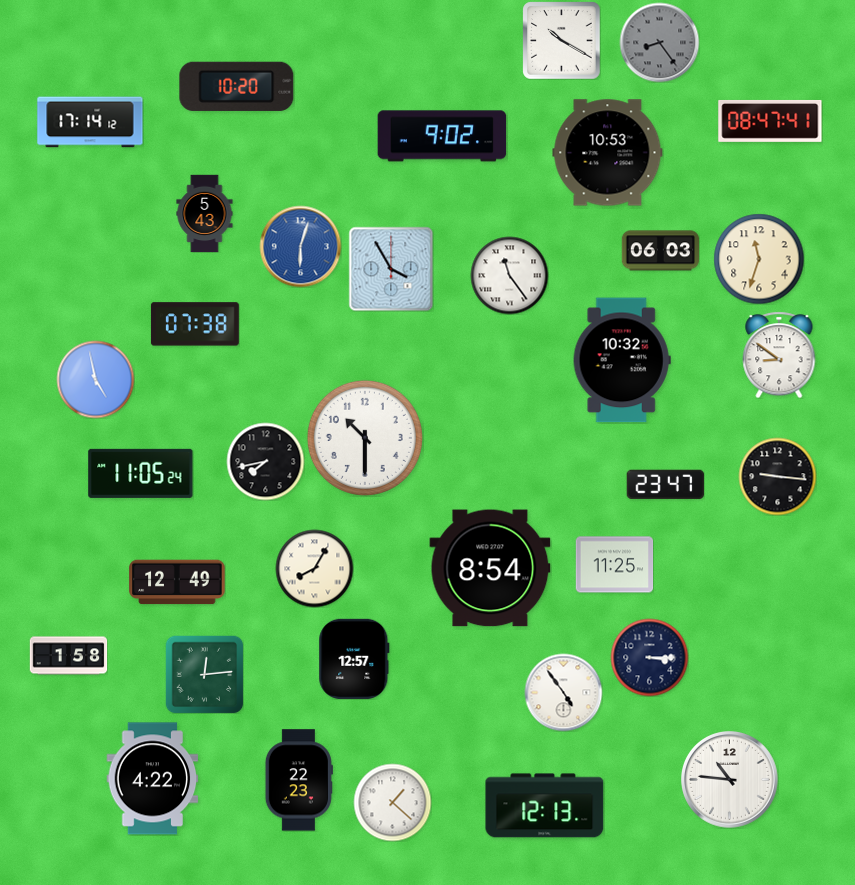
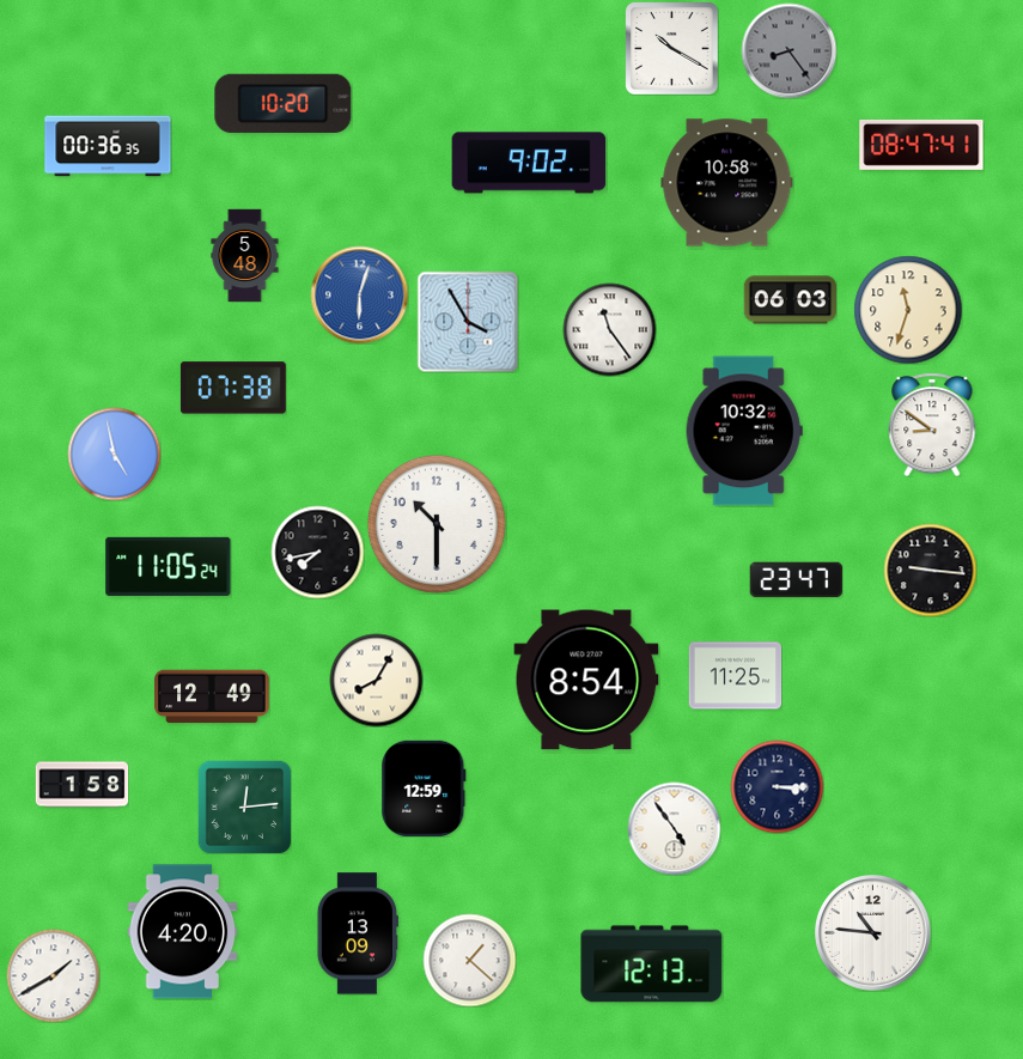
clock at (90, 122): 17:14 -> 00:36
clock at (608, 153): 10:53 -> 10:58
clock at (205, 213): 5:43 -> 5:48
clock at (354, 659): 12:57 -> 12:59
clock at (153, 779): 4:22 -> 4:20
clock at (299, 780): 22:23 -> 13:09
clock at (53, 975): none -> 1:40
